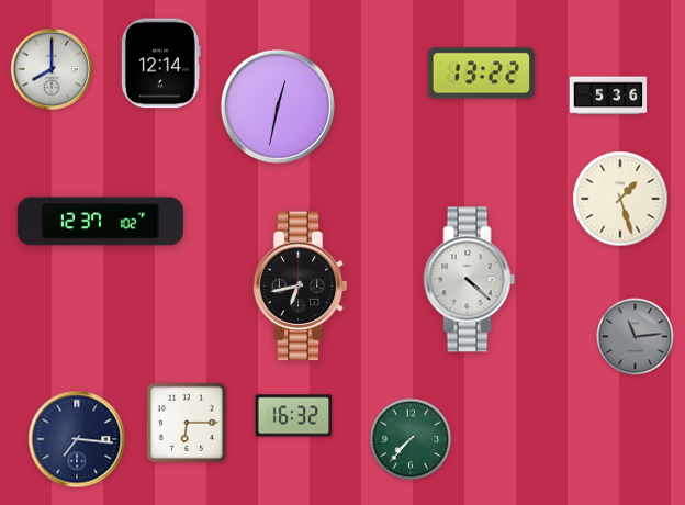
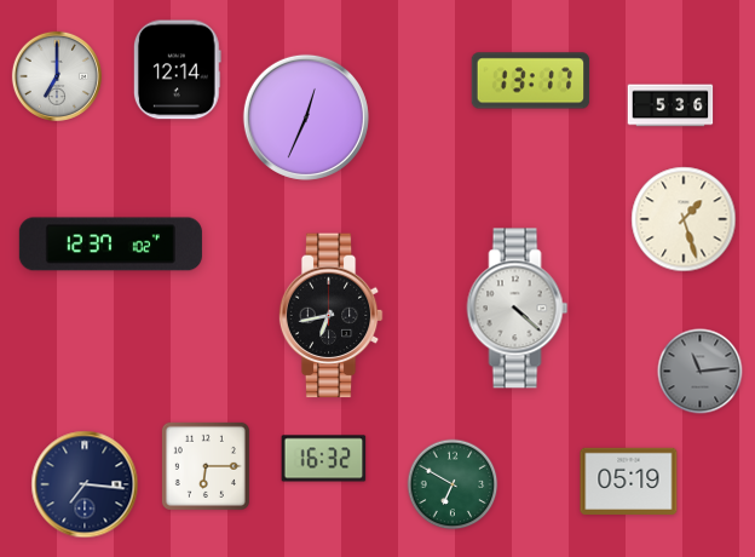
clock at (52, 69): 8:00 -> 7:00
clock at (482, 74): 13:22 -> 13:17
clock at (278, 106): 12:32 -> 12:34
clock at (629, 481): none -> 05:19
clock at (411, 439): 7:37 -> 6:50
